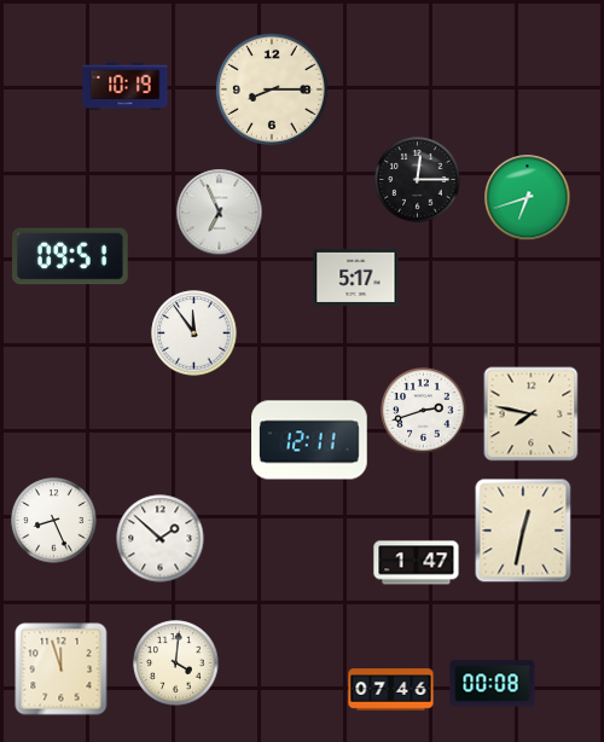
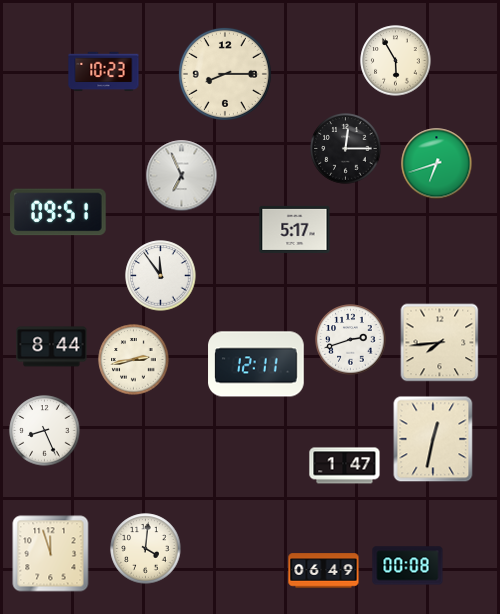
clock at (396, 61): none -> 5:55
clock at (126, 87): 10:19 -> 10:23
clock at (532, 415): 7:47 -> 7:44
clock at (52, 347): none -> 8:44
clock at (134, 360): none -> 2:43
clock at (161, 539): 1:52 -> none
clock at (391, 690): 07:46 -> 06:49
